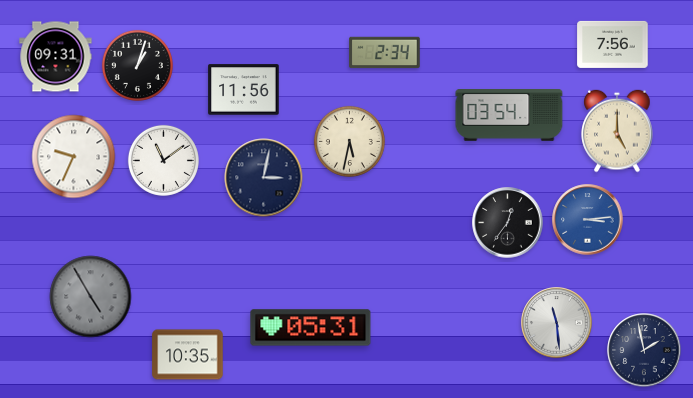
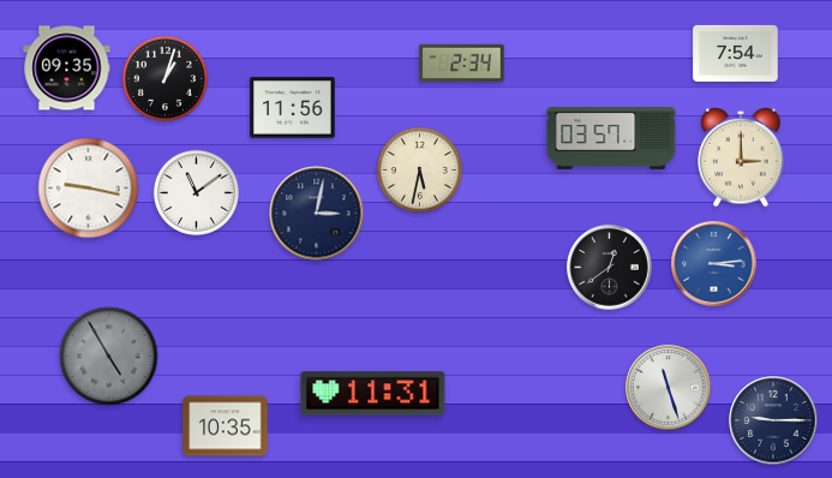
clock at (613, 44): 7:56 -> 7:54
clock at (56, 57): 09:31 -> 09:35
clock at (509, 116): 03:54 -> 03:57
clock at (617, 131): 5:00 -> 3:00
clock at (74, 157): 9:34 -> 9:17
clock at (588, 220) position: (588, 220) -> (714, 264)
clock at (508, 223): 12:36 -> 12:39
clock at (557, 323): 11:29 -> 11:27
clock at (311, 328): 05:31 -> 11:31
clock at (644, 350): 1:58 -> 9:15
